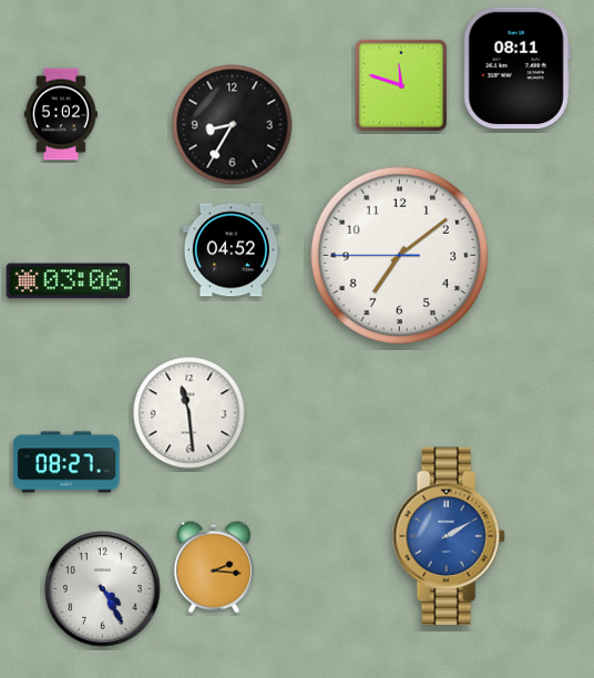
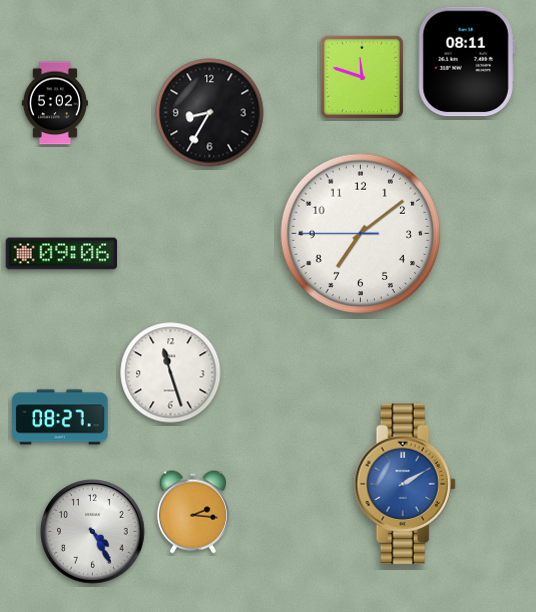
clock at (231, 250): 04:52 -> none
clock at (400, 256) position: (400, 256) -> (361, 234)
clock at (69, 281): 03:06 -> 09:06
clock at (190, 413): 11:29 -> 11:27
